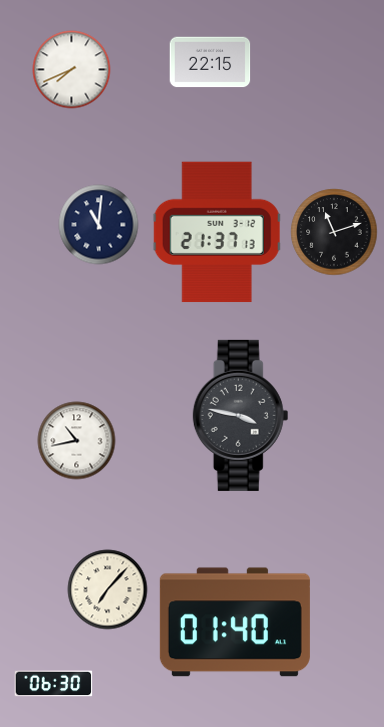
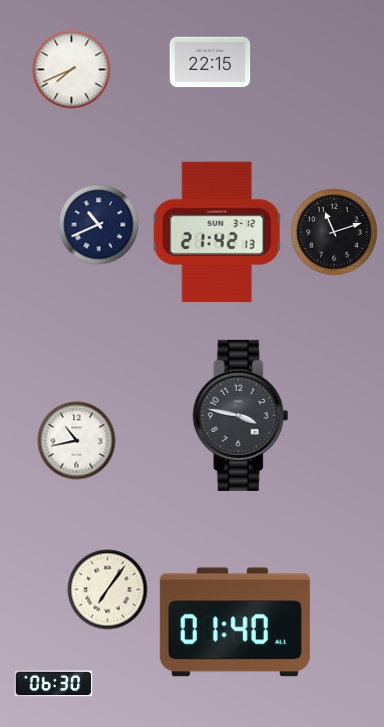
clock at (98, 224): 11:01 -> 10:41
clock at (217, 232): 21:37 -> 21:42
clock at (107, 589): 7:07 -> 7:06
